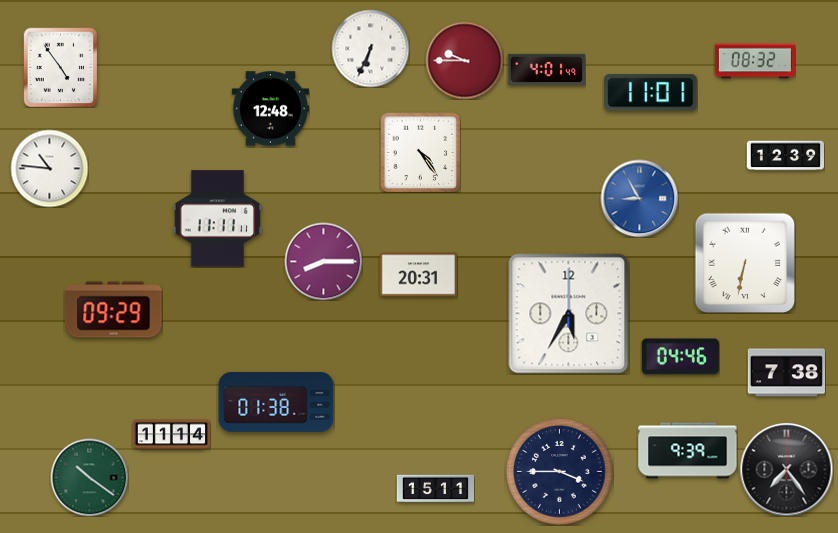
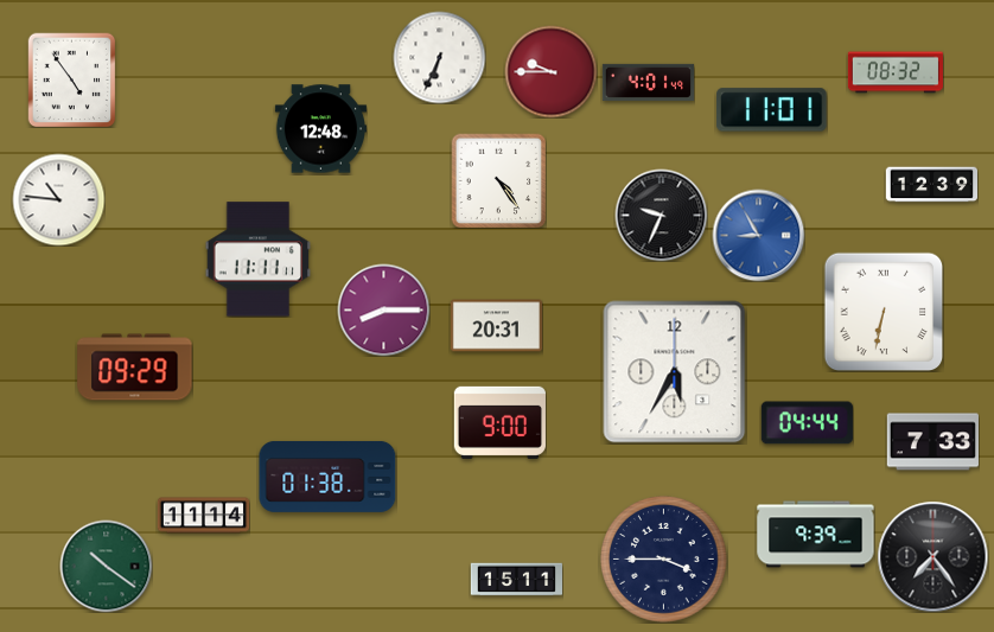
clock at (661, 215): none -> 9:34
clock at (499, 422): none -> 9:00
clock at (680, 357): 04:46 -> 04:44
clock at (786, 373): 7:38 -> 7:33
